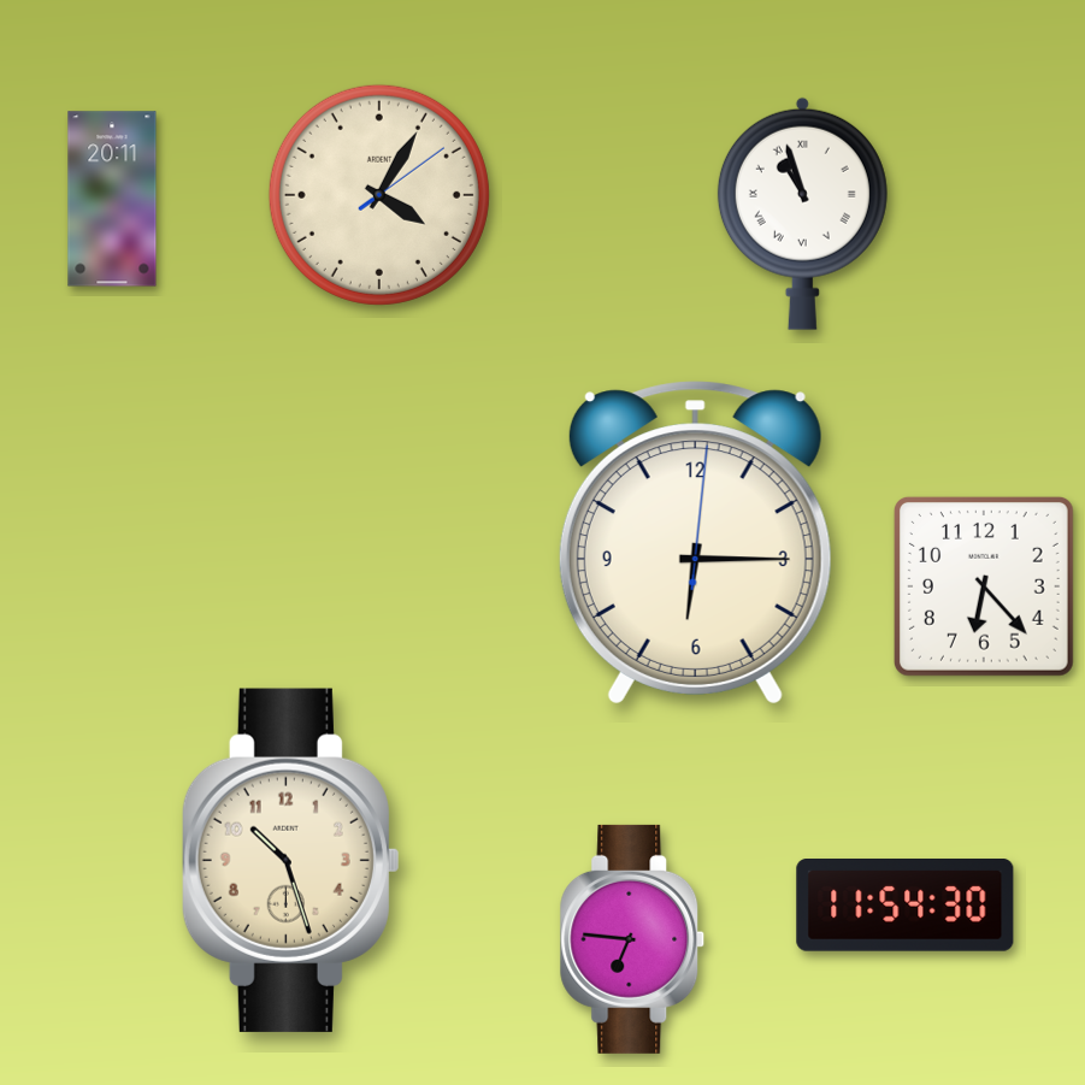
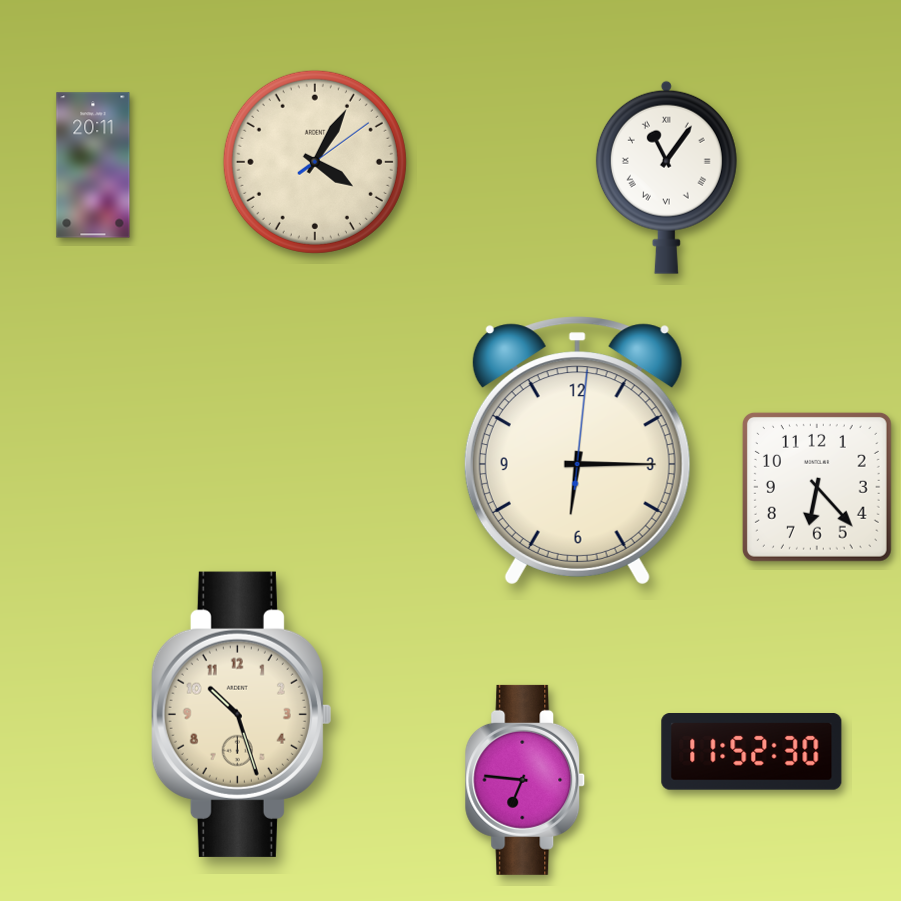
clock at (802, 213): 10:57 -> 11:06
clock at (906, 906): 11:54 -> 11:52
